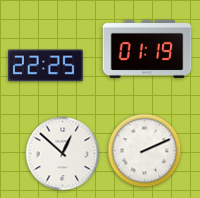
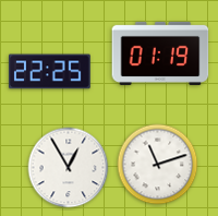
clock at (145, 151): 2:11 -> 11:12
clock at (63, 154): 12:52 -> 12:55
